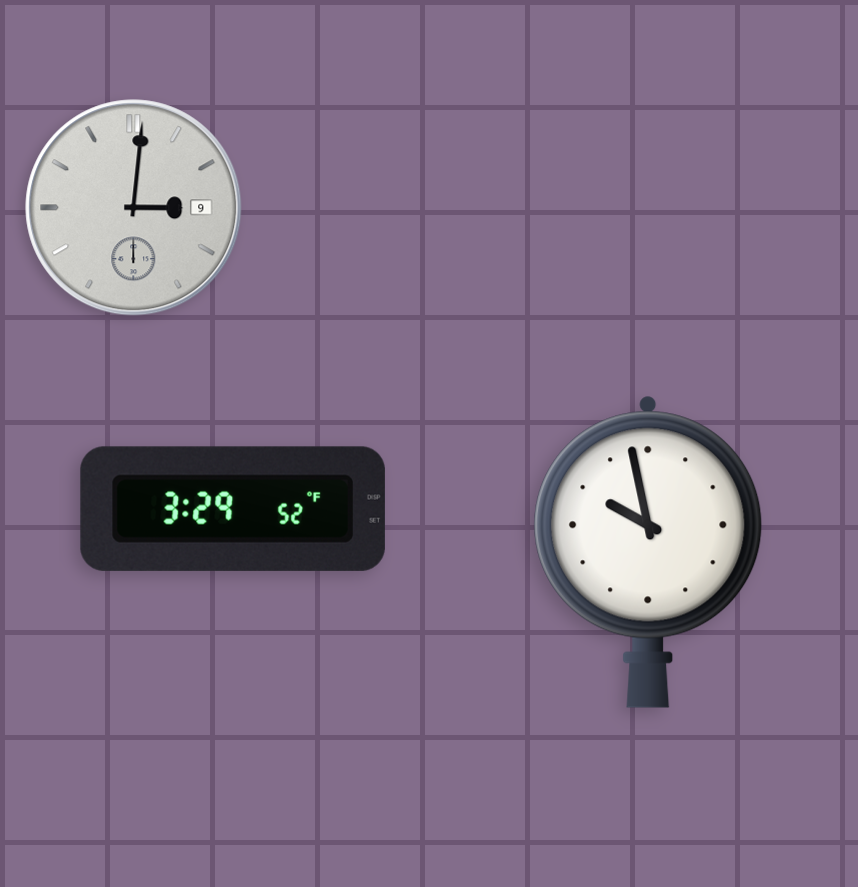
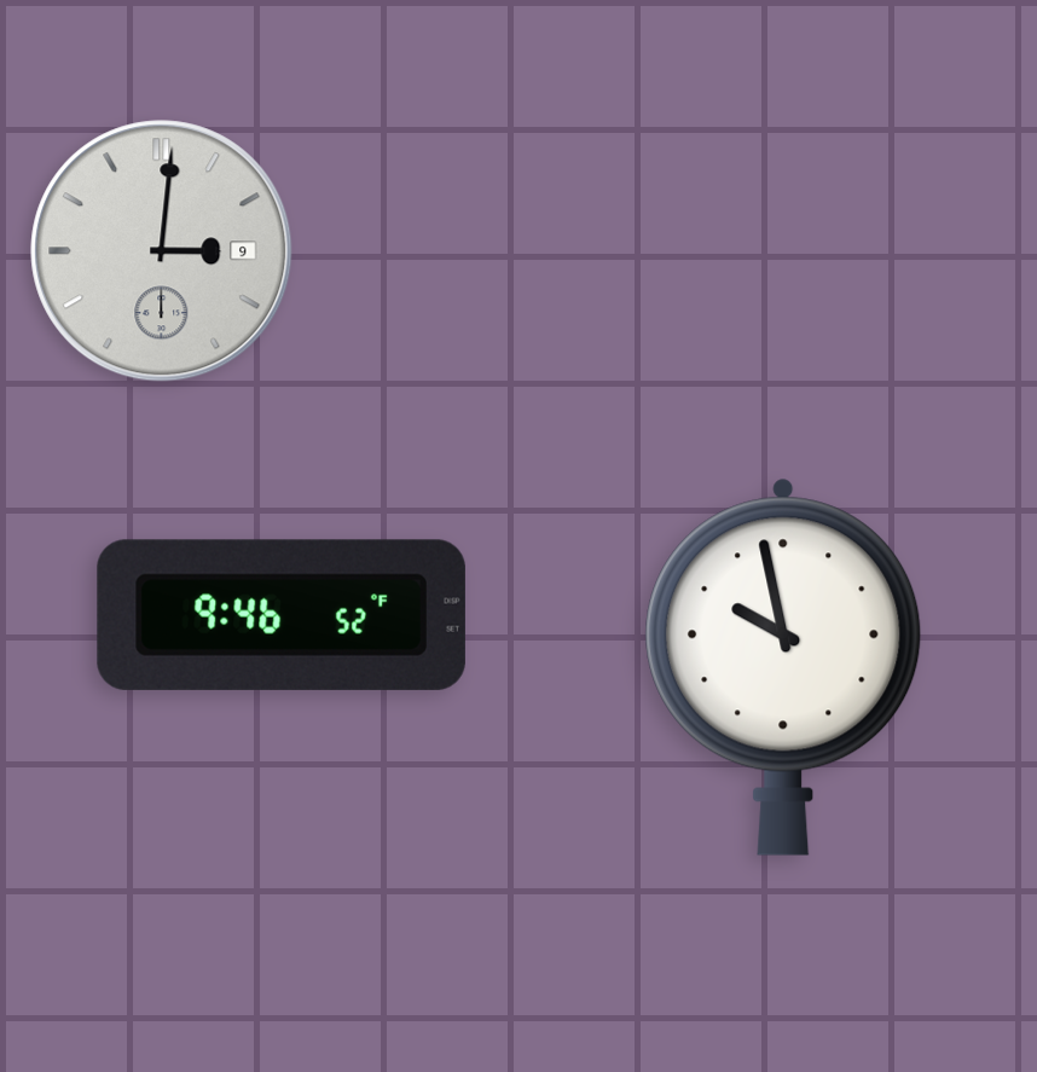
clock at (233, 509): 3:29 -> 9:46
